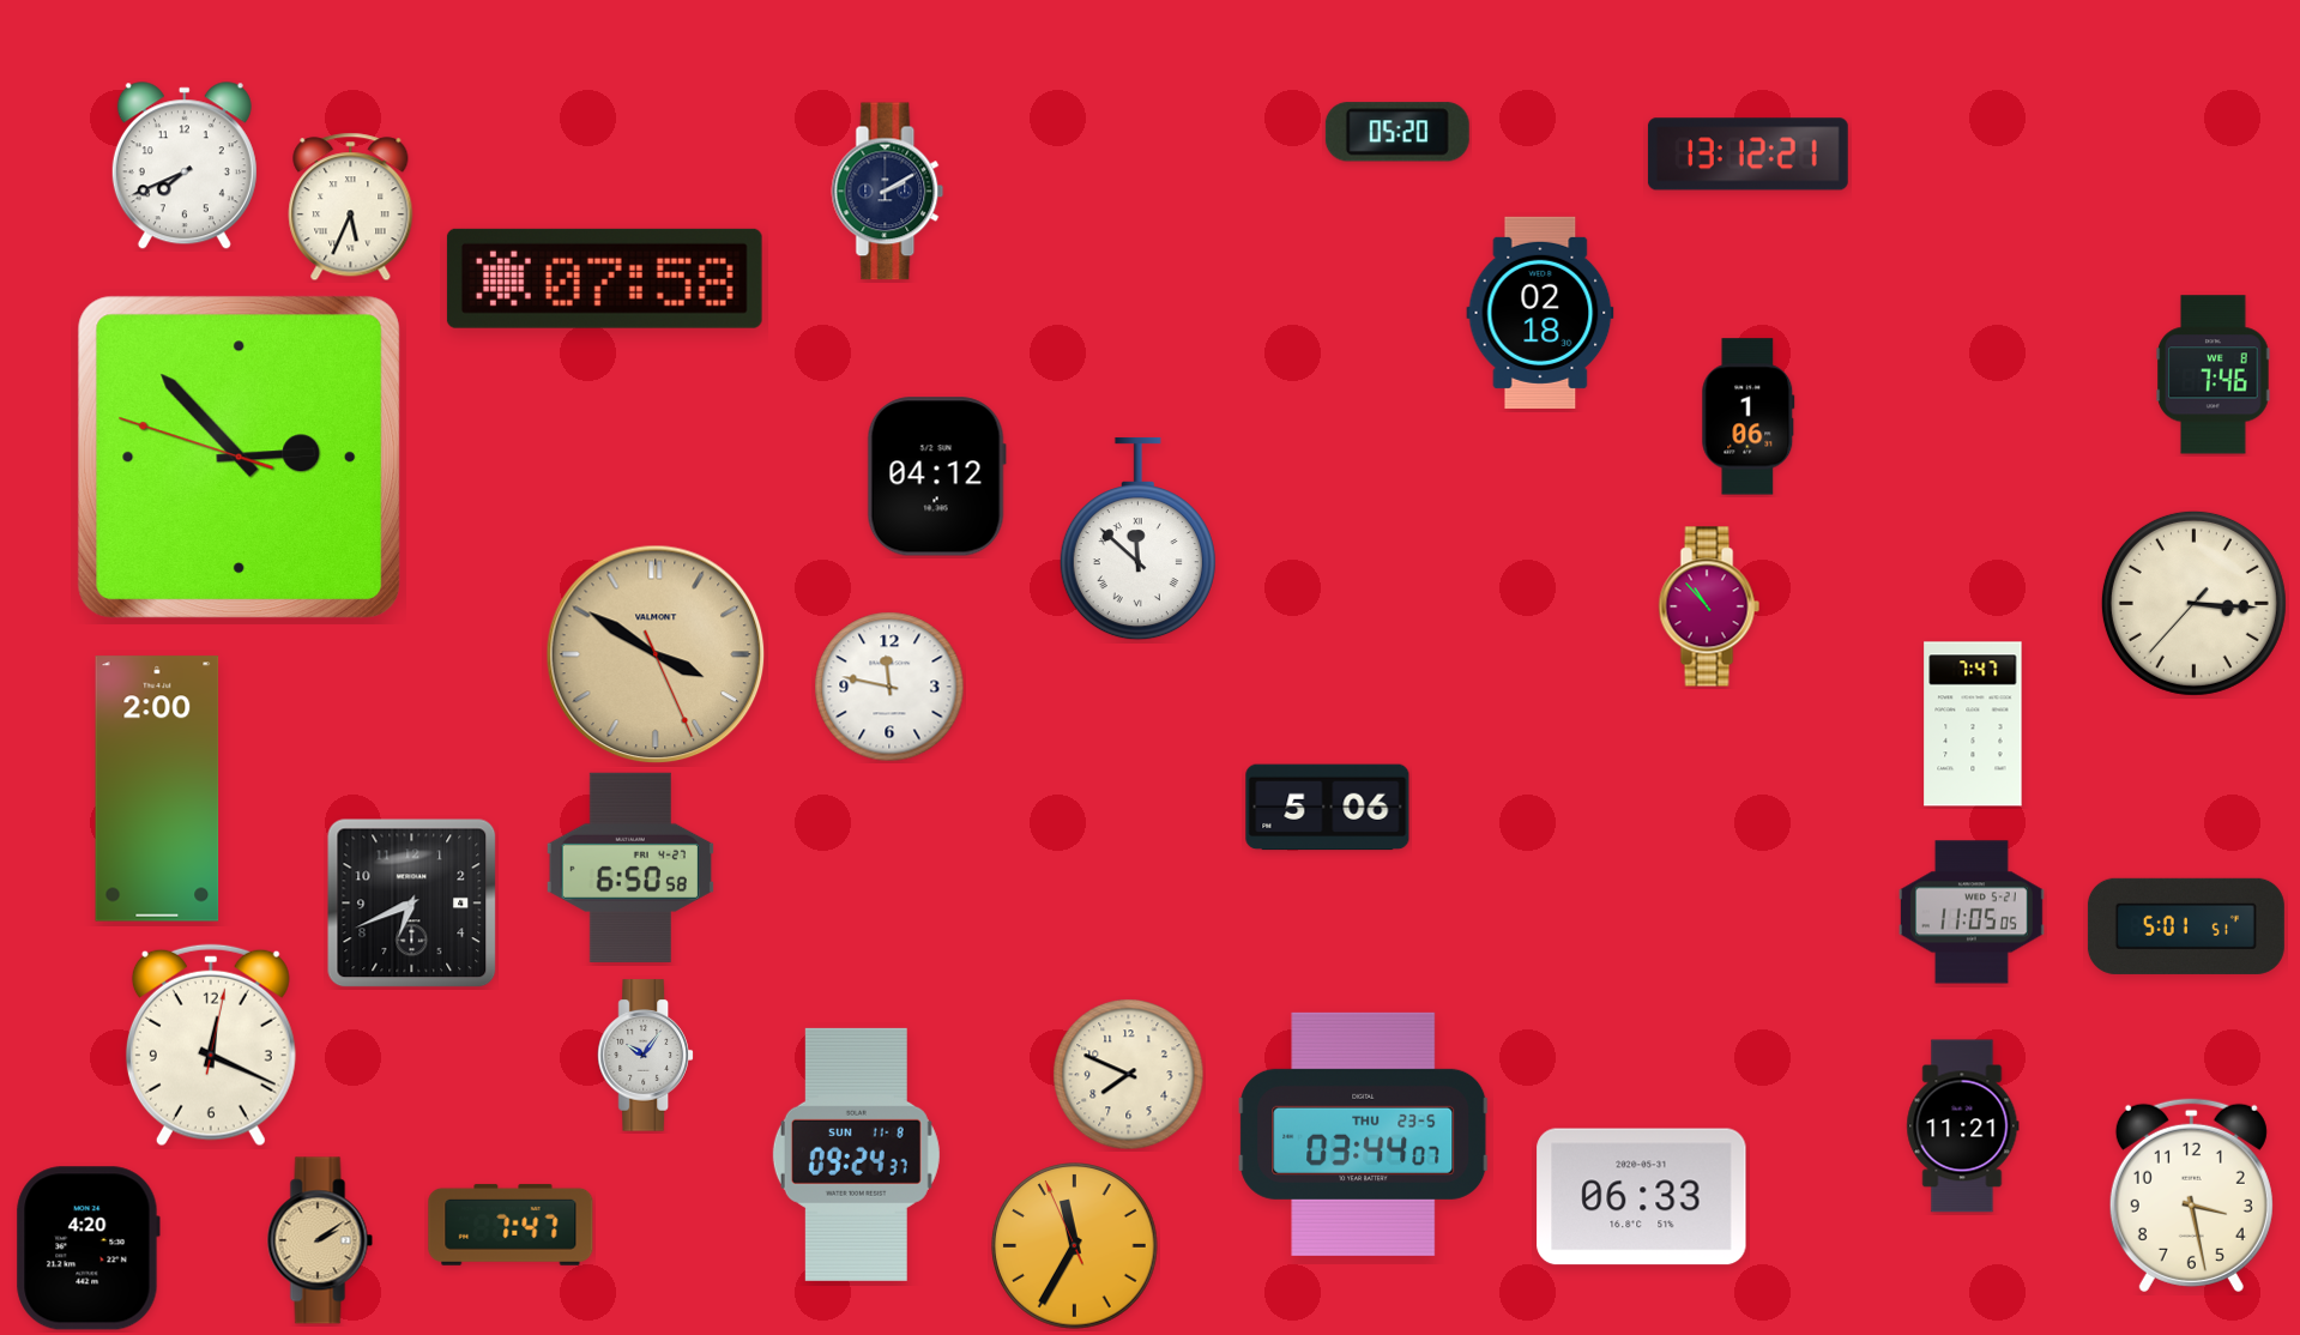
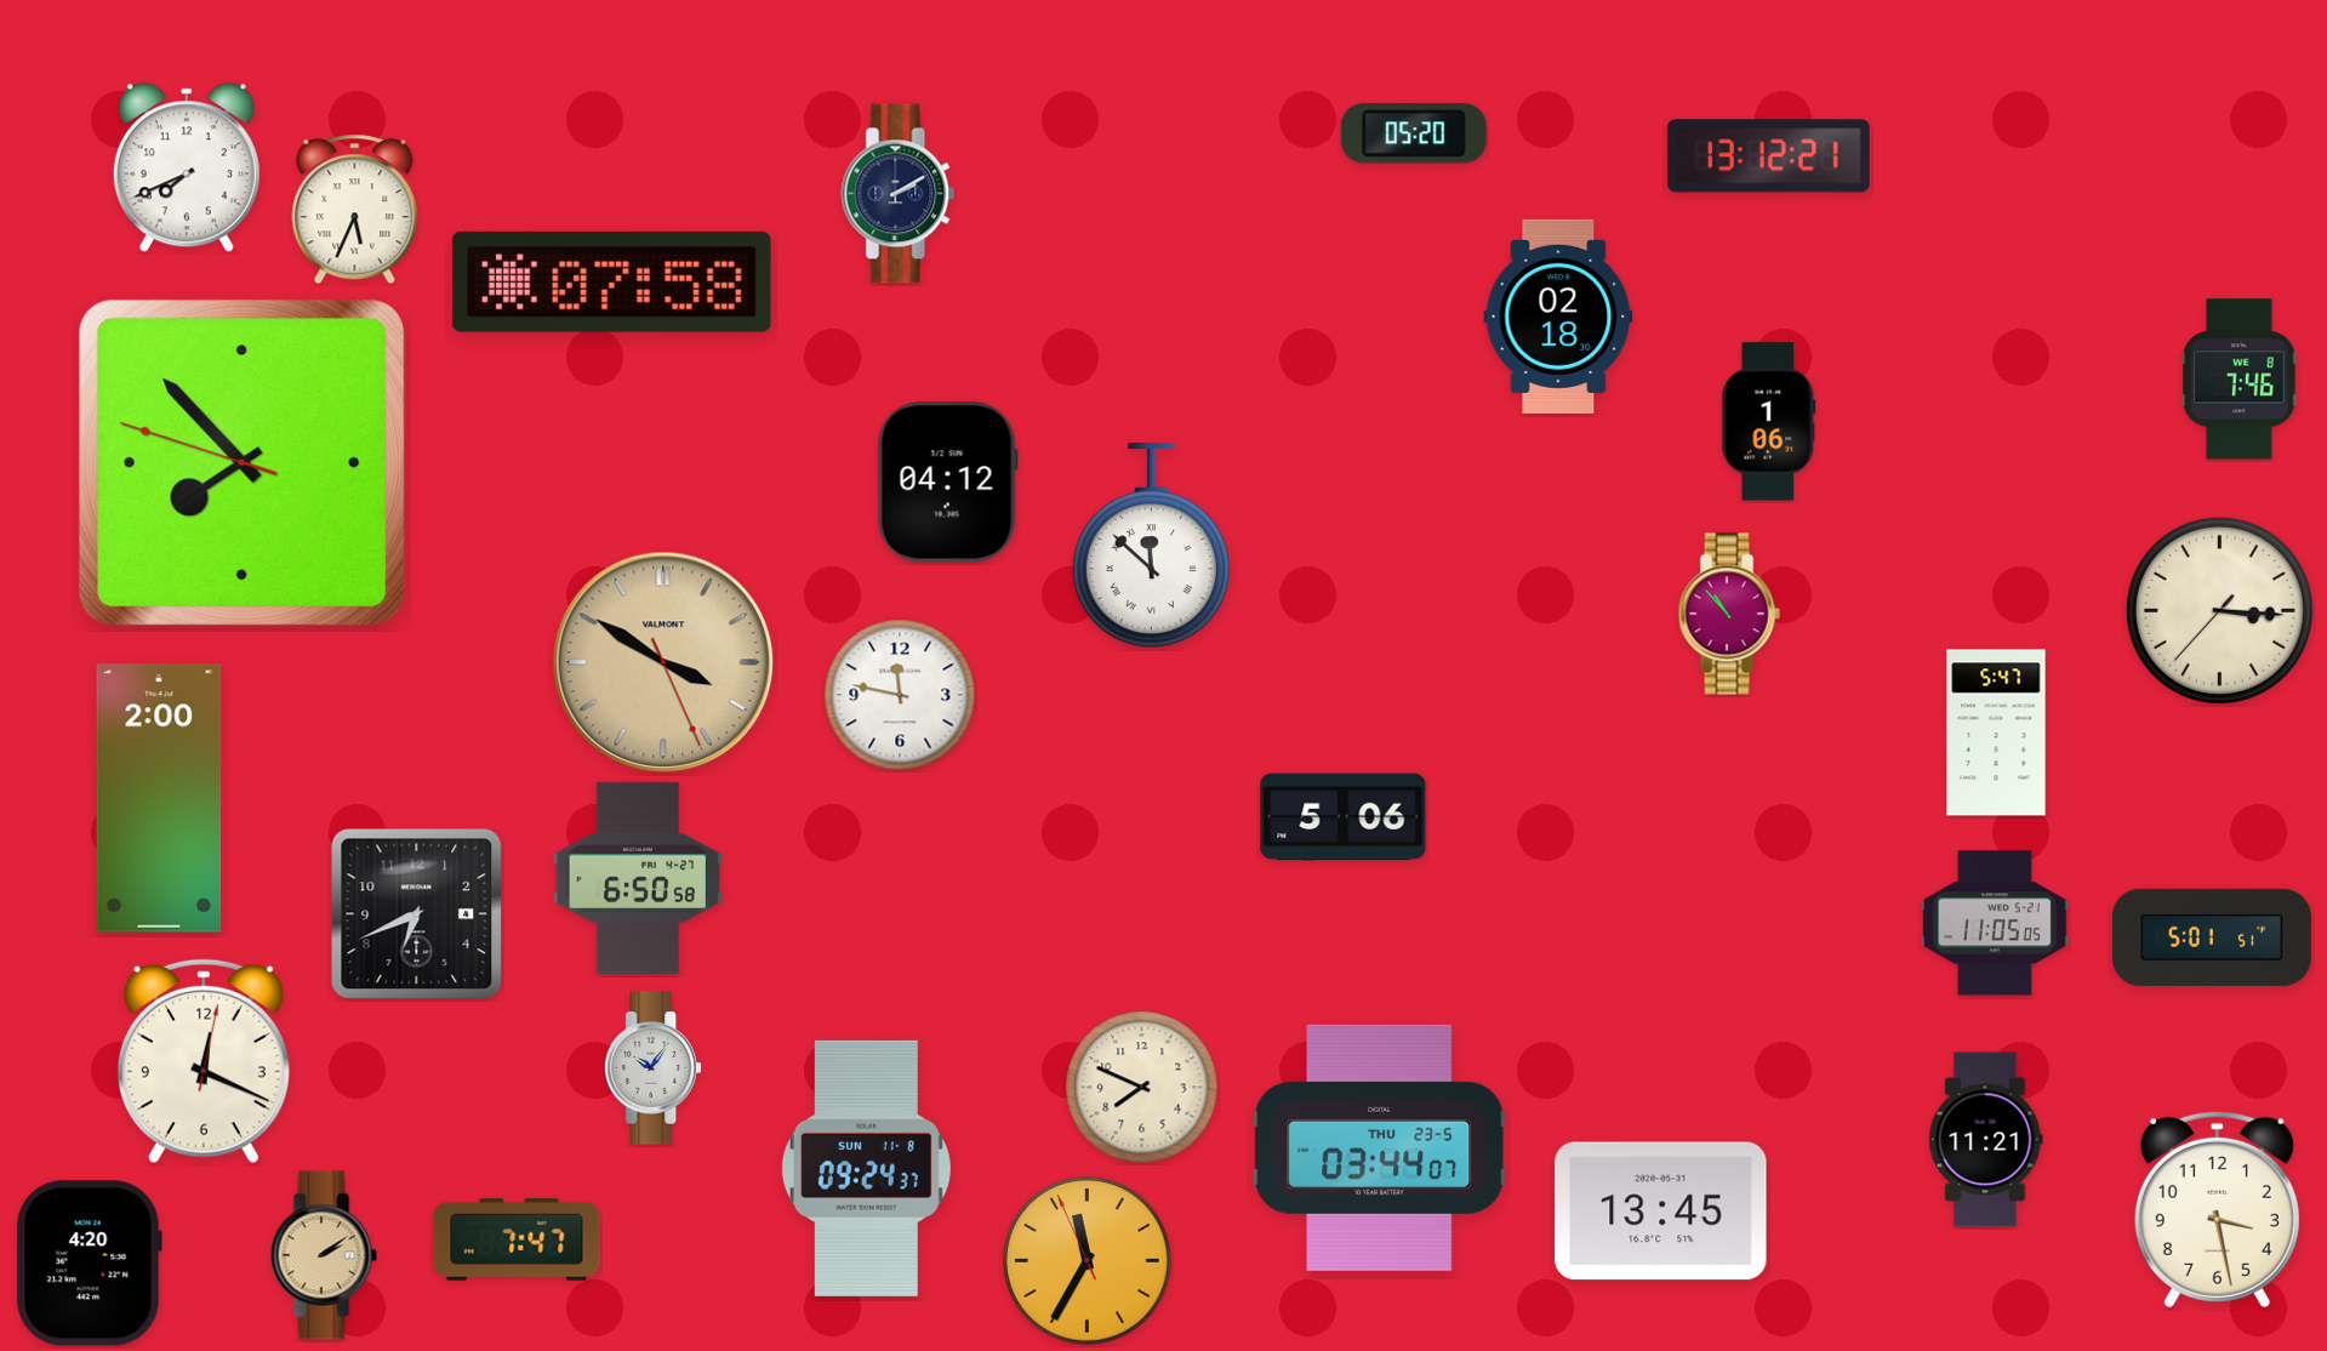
clock at (239, 457): 2:52 -> 7:52
clock at (1973, 724): 7:47 -> 5:47
clock at (211, 1045) position: (211, 1045) -> (204, 1061)
clock at (1642, 1197): 06:33 -> 13:45
